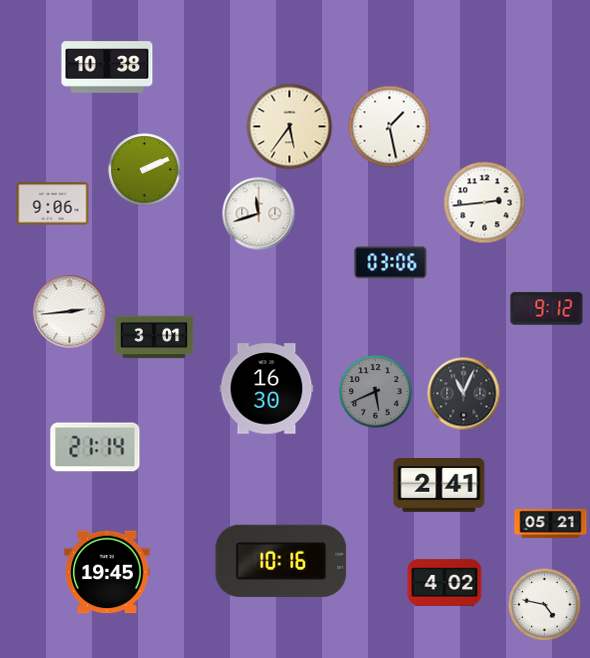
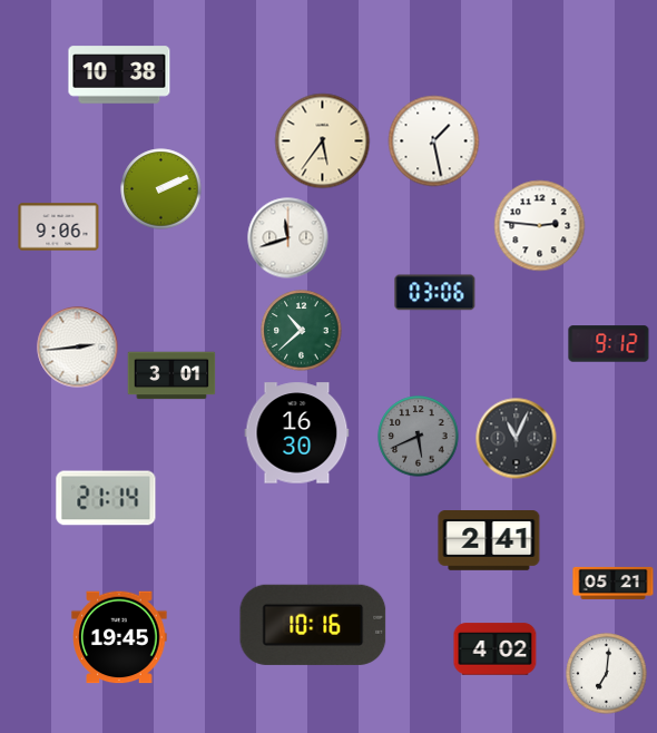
clock at (485, 203): 2:44 -> 2:46
clock at (302, 331): none -> 10:38
clock at (545, 605): 4:47 -> 7:01
